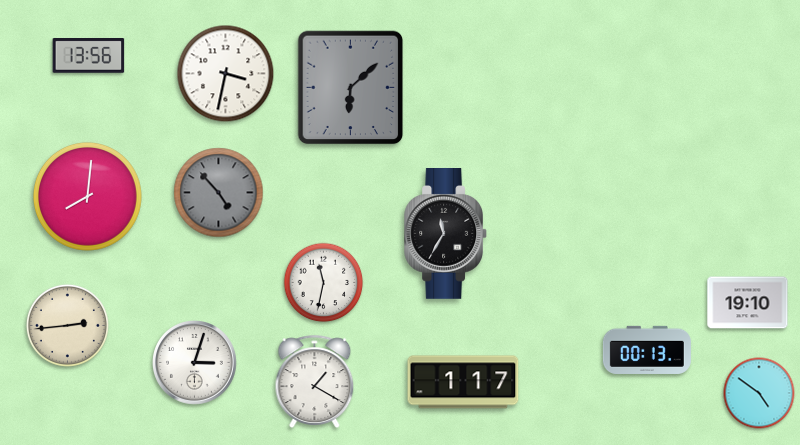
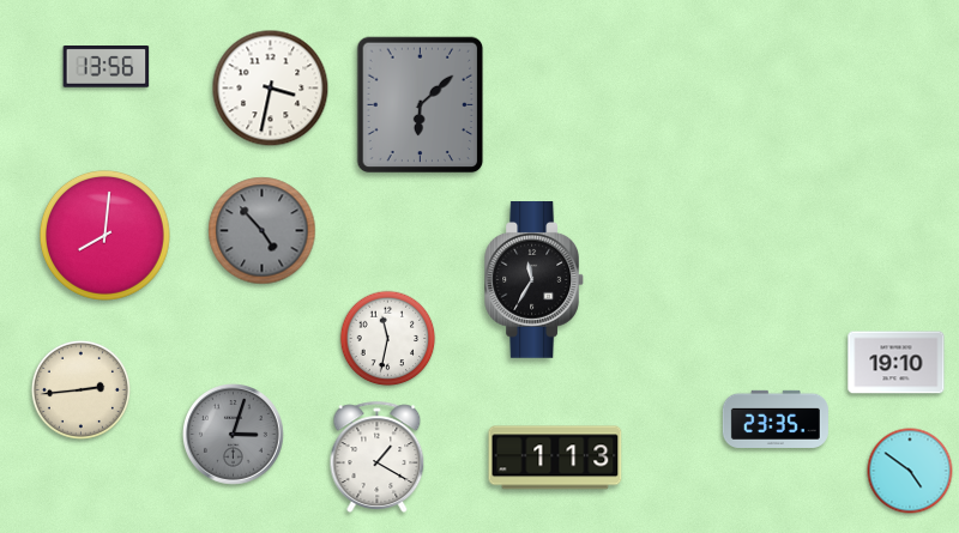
clock at (647, 350): 00:13 -> 23:35
clock at (195, 363) dial: white -> grey
clock at (463, 382): 1:17 -> 1:13
